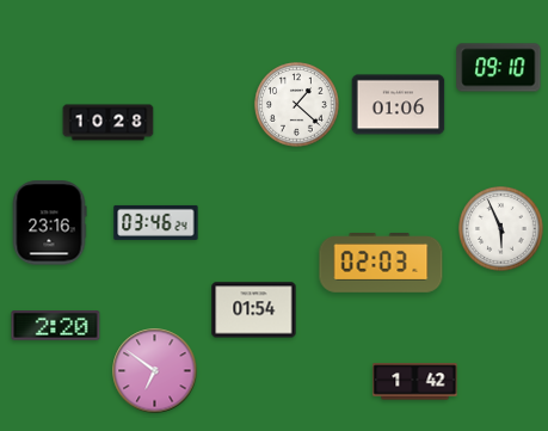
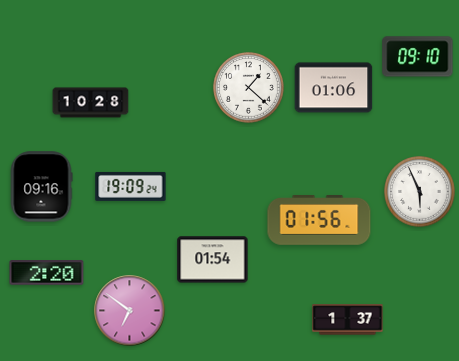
clock at (156, 222): 03:46 -> 19:09
clock at (49, 223): 23:16 -> 09:16
clock at (381, 264): 02:03 -> 01:56
clock at (415, 382): 1:42 -> 1:37
